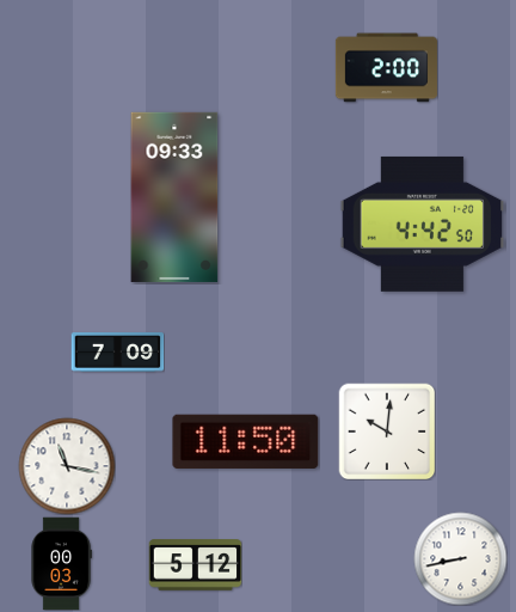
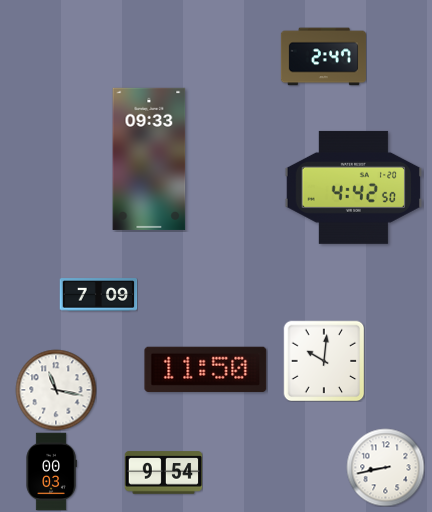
clock at (386, 68): 2:00 -> 2:47
clock at (174, 197) position: (174, 197) -> (149, 159)
clock at (195, 565): 5:12 -> 9:54
